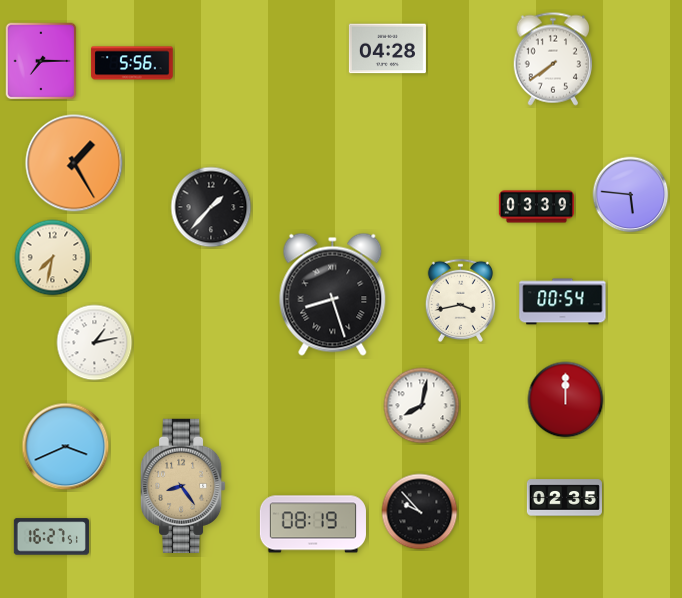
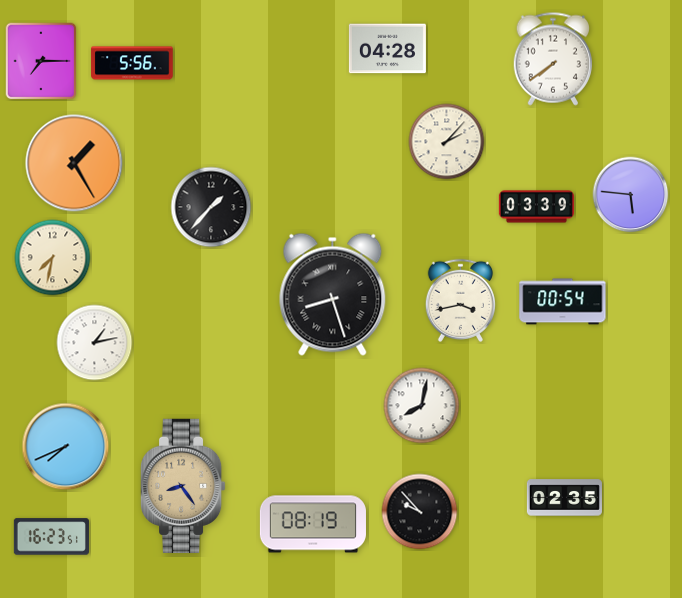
clock at (447, 142): none -> 2:07
clock at (566, 400): 12:00 -> none
clock at (66, 447): 3:41 -> 7:41
clock at (51, 537): 16:27 -> 16:23
